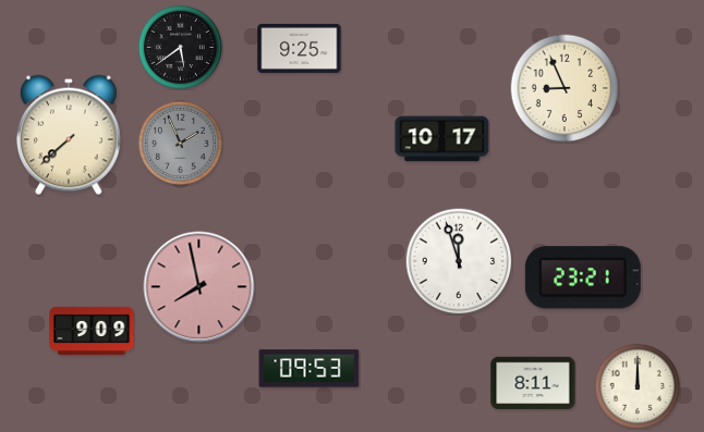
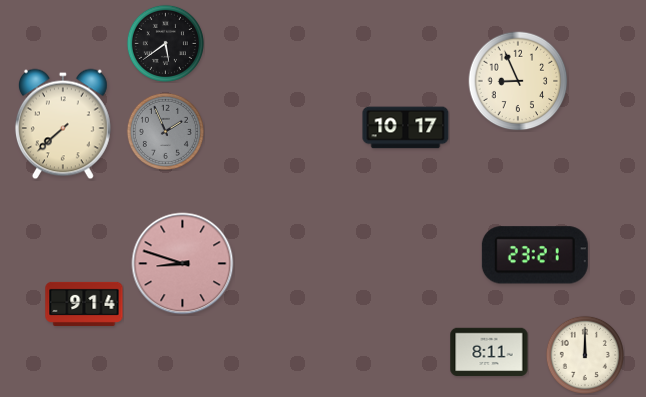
clock at (300, 48): 9:25 -> none
clock at (459, 261): 11:57 -> none
clock at (199, 287): 7:58 -> 8:48
clock at (92, 331): 9:09 -> 9:14
clock at (309, 369): 09:53 -> none
